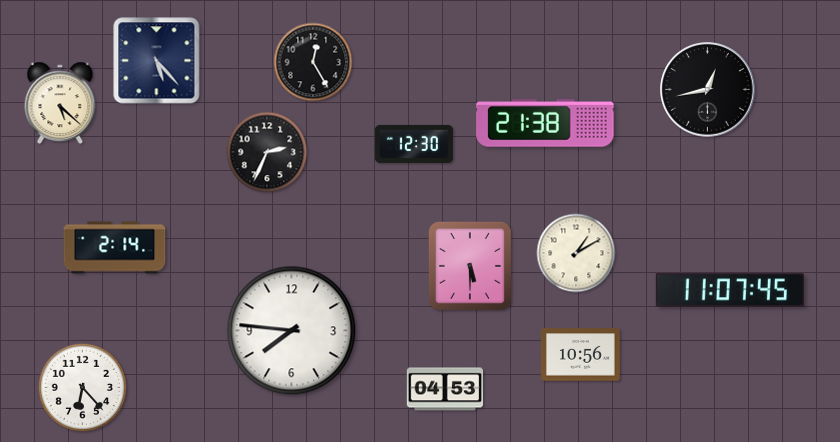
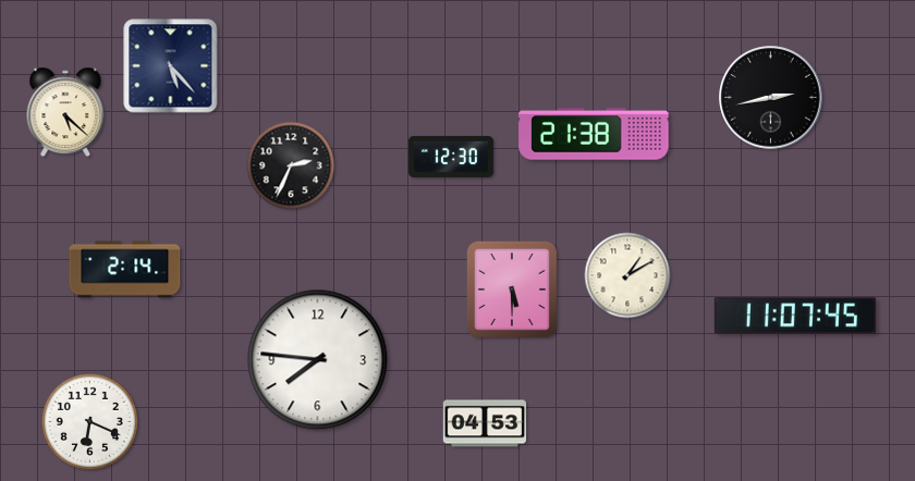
clock at (313, 62): 12:25 -> none
clock at (708, 90): 12:43 -> 2:43
clock at (580, 355): 10:56 -> none
clock at (82, 387): 6:23 -> 6:19
